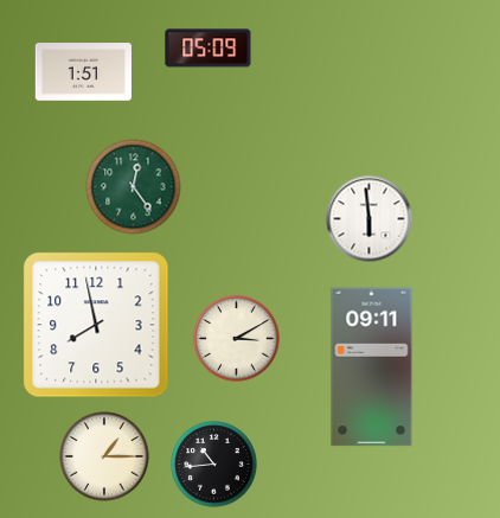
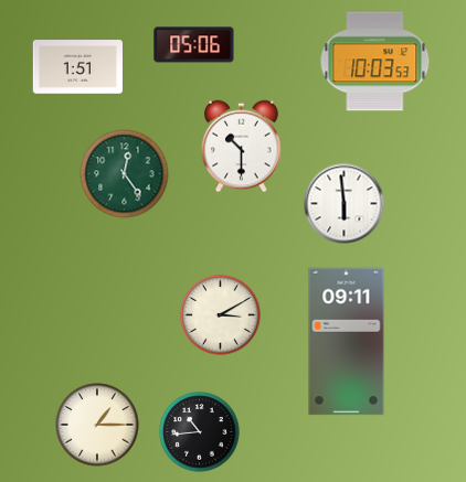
clock at (209, 49): 05:09 -> 05:06
clock at (375, 62): none -> 10:03
clock at (242, 147): none -> 10:30
clock at (96, 325): 7:58 -> none
